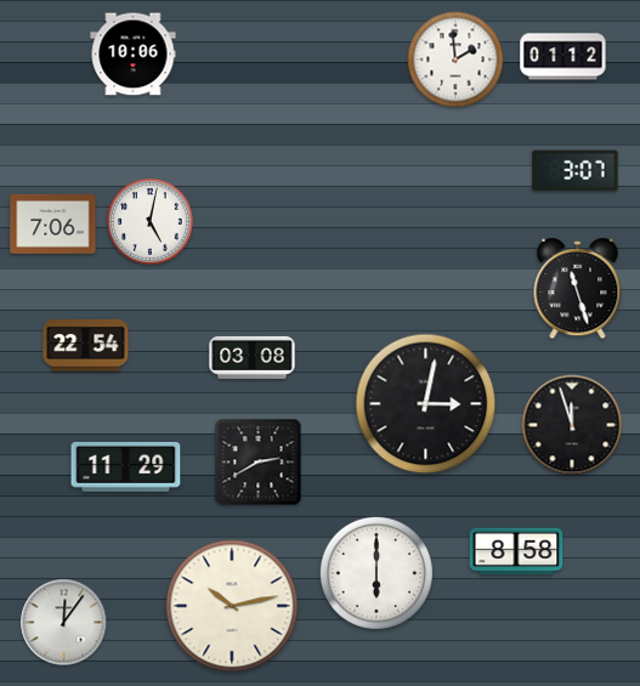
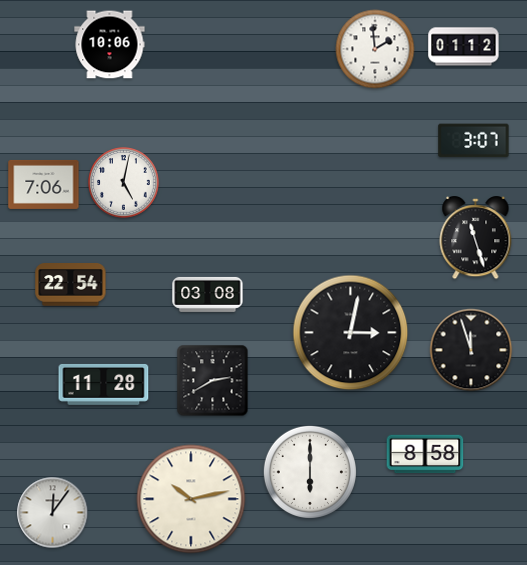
clock at (126, 467): 11:29 -> 11:28
